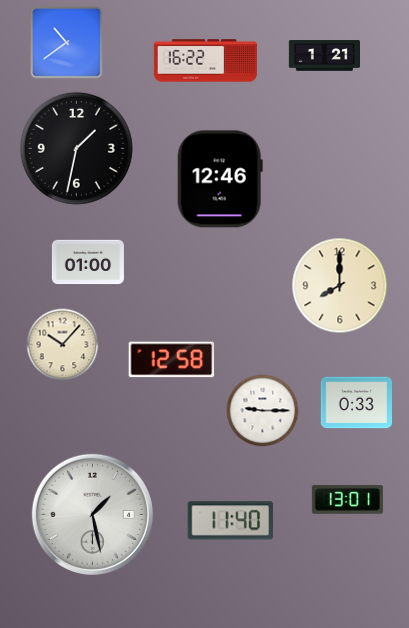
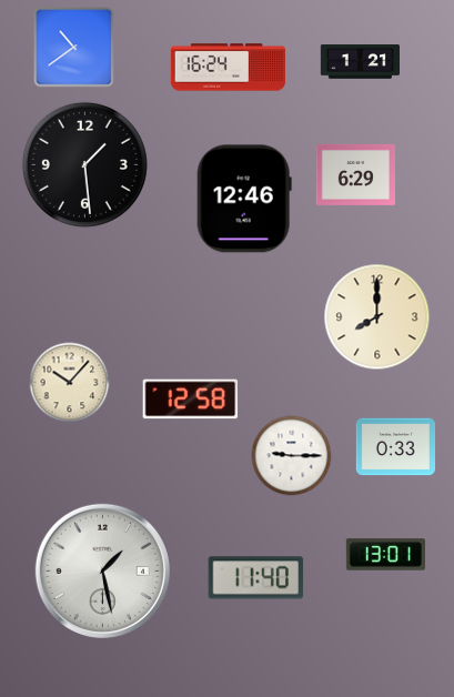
clock at (205, 61): 16:22 -> 16:24
clock at (76, 148): 1:32 -> 1:29
clock at (355, 174): none -> 6:29
clock at (88, 262): 01:00 -> none
